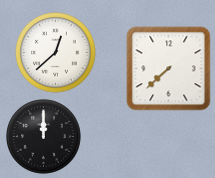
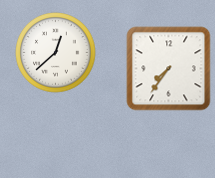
clock at (169, 69): 7:38 -> 7:36
clock at (44, 137): 12:00 -> none
